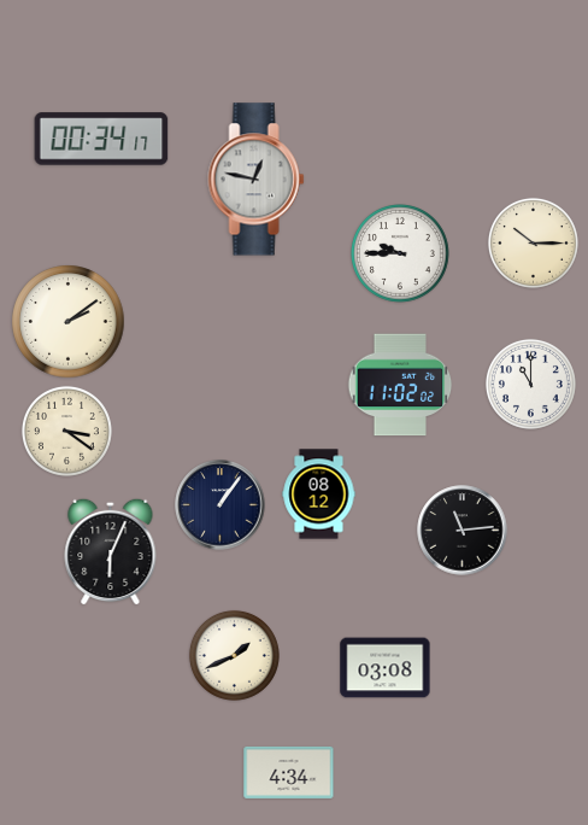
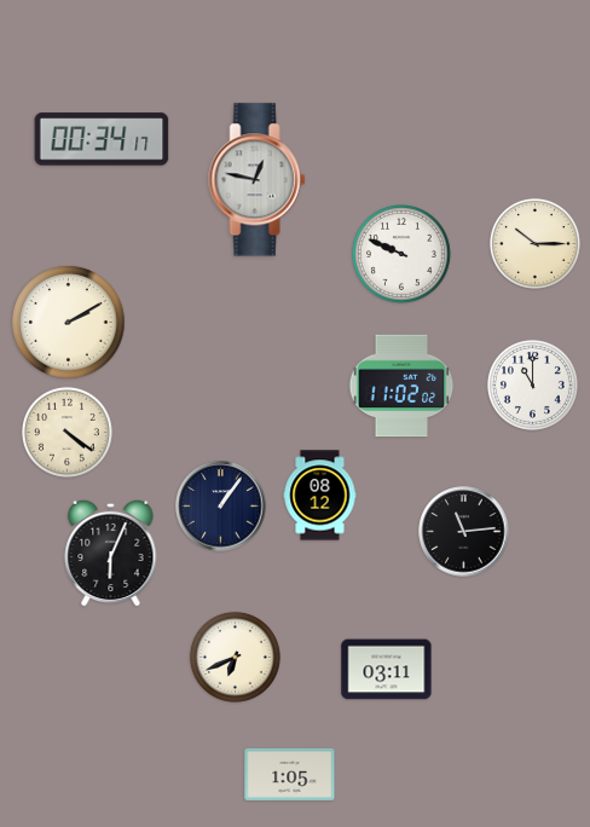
clock at (401, 254): 9:45 -> 9:49
clock at (69, 322): 2:09 -> 2:10
clock at (66, 431): 3:21 -> 4:21
clock at (234, 655): 1:41 -> 6:41
clock at (386, 668): 03:08 -> 03:11
clock at (289, 772): 4:34 -> 1:05
